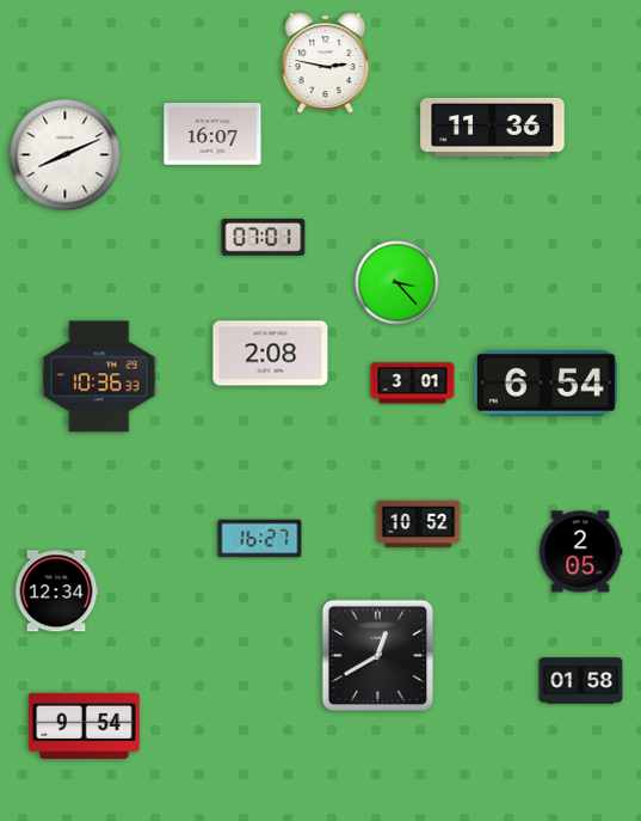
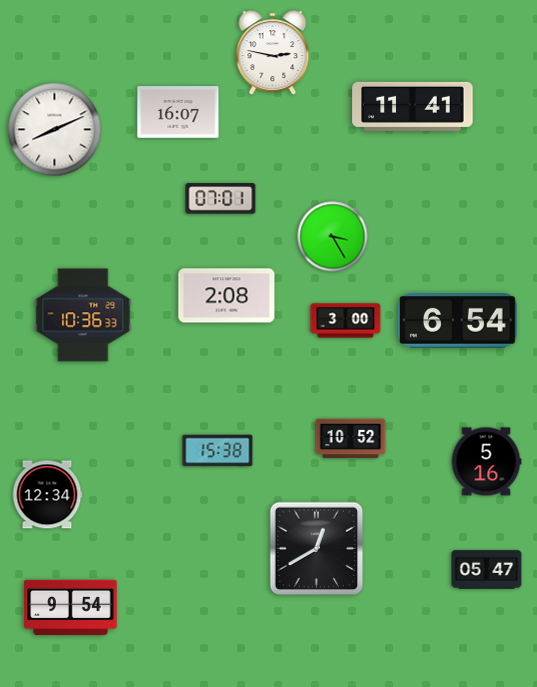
clock at (493, 127): 11:36 -> 11:41
clock at (397, 283): 3:23 -> 3:25
clock at (413, 384): 3:01 -> 3:00
clock at (260, 539): 16:27 -> 15:38
clock at (580, 552): 2:05 -> 5:16
clock at (581, 681): 01:58 -> 05:47
